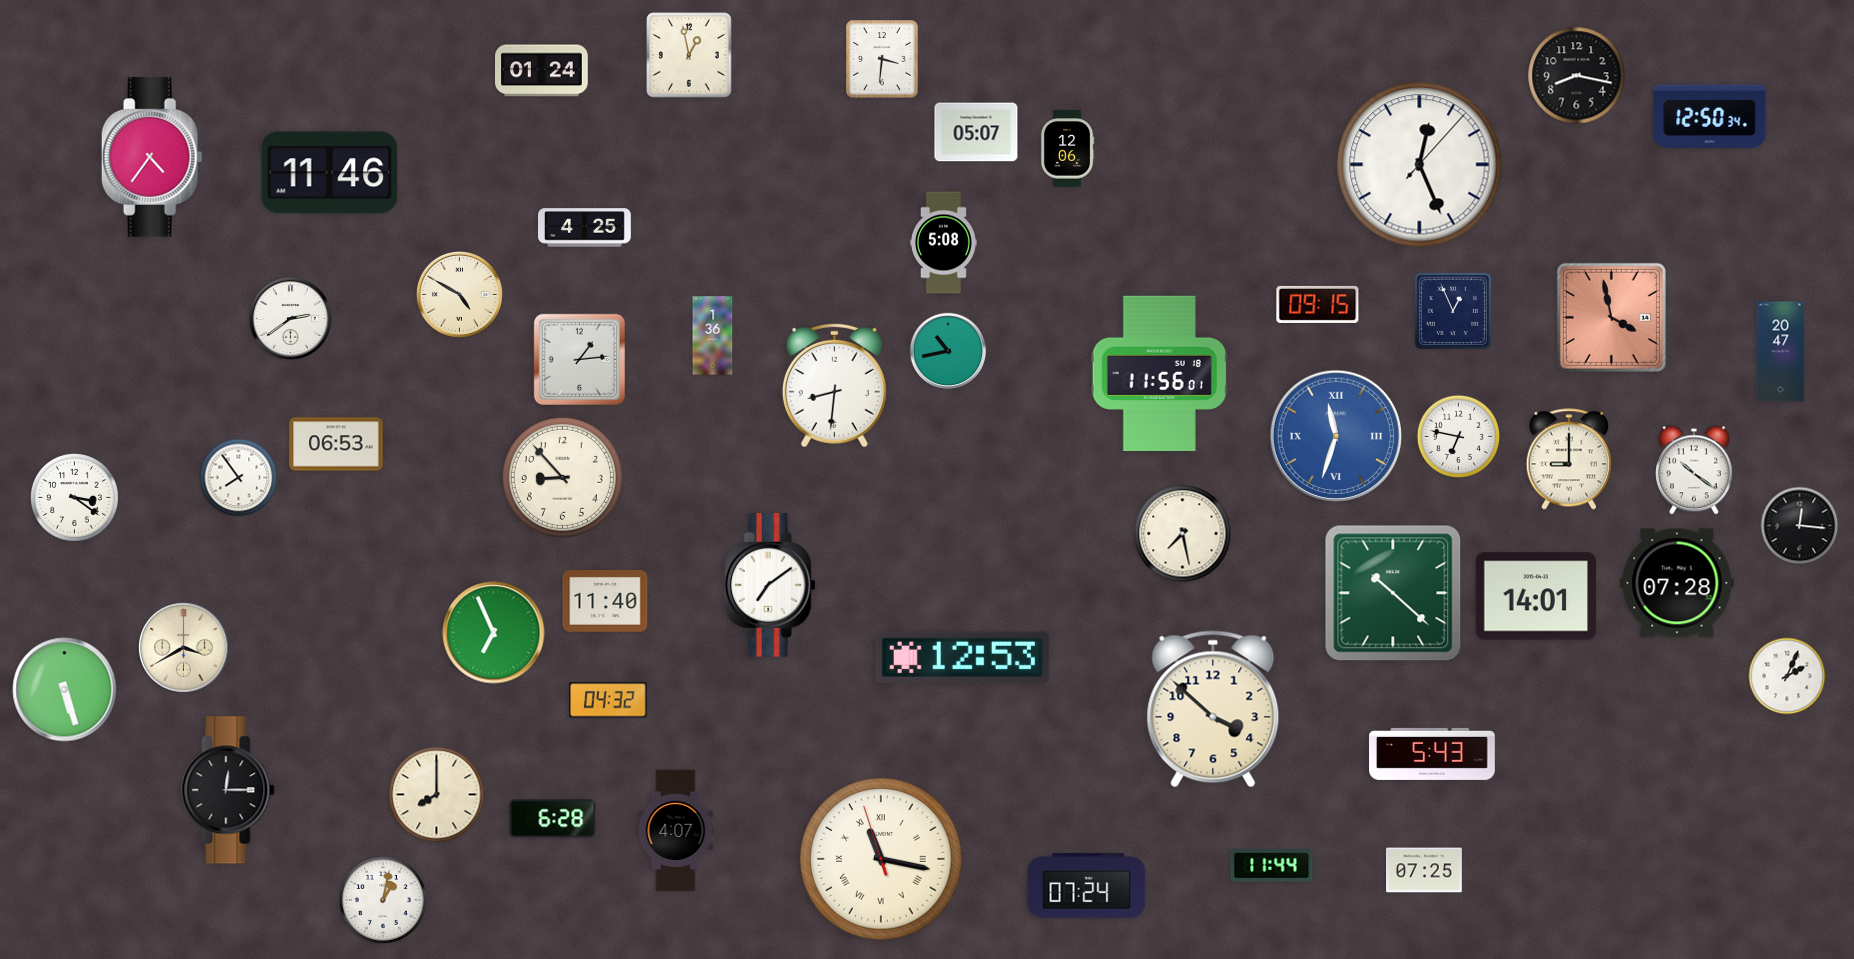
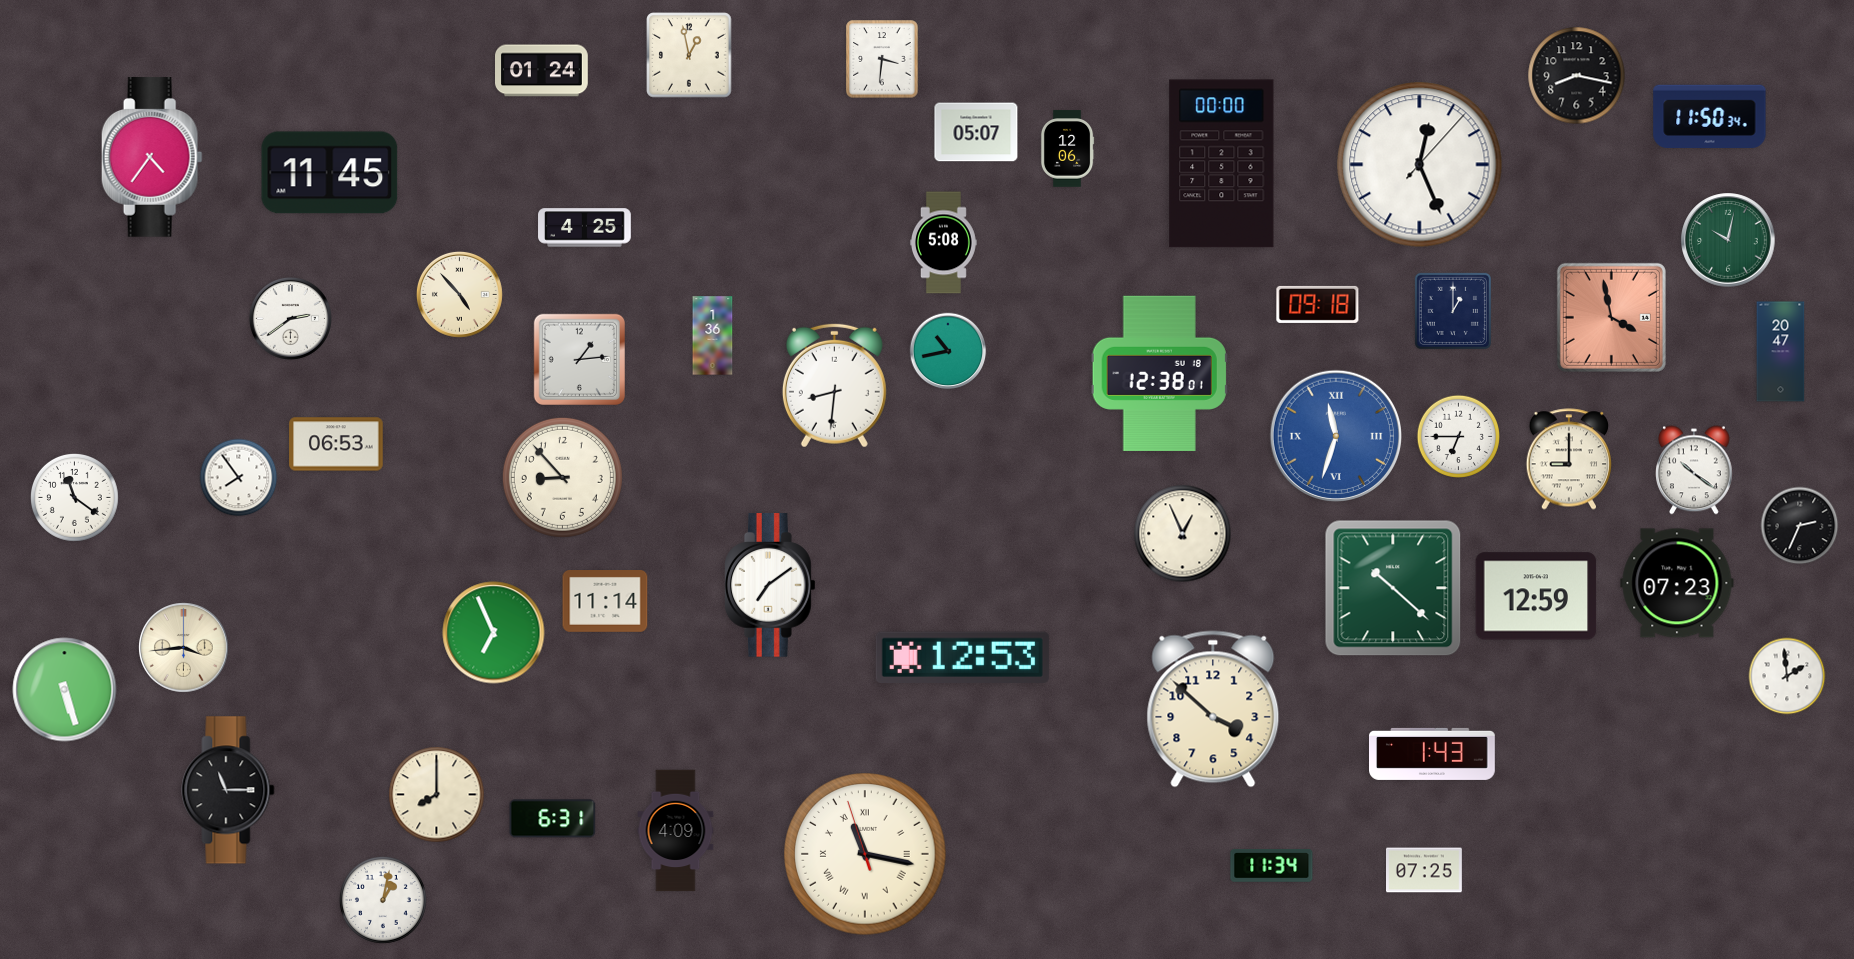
clock at (1710, 116): 12:50 -> 11:50
clock at (1222, 164): none -> 00:00
clock at (330, 173): 11:46 -> 11:45
clock at (1728, 240): none -> 10:02
clock at (459, 294): 4:50 -> 4:53
clock at (1318, 304): 09:15 -> 09:18
clock at (1453, 311): 12:56 -> 1:00
clock at (1159, 373): 11:56 -> 12:38
clock at (1458, 436): 6:47 -> 6:45
clock at (74, 497): 3:21 -> 11:21
clock at (1800, 526): 12:16 -> 2:34
clock at (1183, 534): 7:28 -> 12:56
clock at (1677, 583): 07:28 -> 07:23
clock at (1393, 593) position: (1393, 593) -> (1393, 588)
clock at (1536, 596): 14:01 -> 12:59
clock at (605, 602): 11:40 -> 11:14
clock at (184, 648): 3:40 -> 3:44
clock at (1787, 676): 2:04 -> 1:59
clock at (608, 700): 04:32 -> none
clock at (1433, 754): 5:43 -> 1:43
clock at (228, 790): 12:15 -> 11:15
clock at (553, 819): 6:28 -> 6:31
clock at (676, 831): 4:07 -> 4:09
clock at (881, 859) position: (881, 859) -> (865, 854)
clock at (1272, 866): 11:44 -> 11:34
clock at (1087, 886): 07:24 -> none
